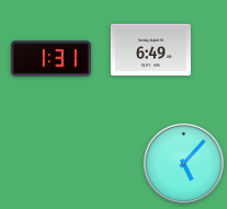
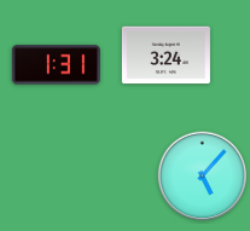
clock at (150, 50): 6:49 -> 3:24
clock at (184, 164) position: (184, 164) -> (203, 177)
